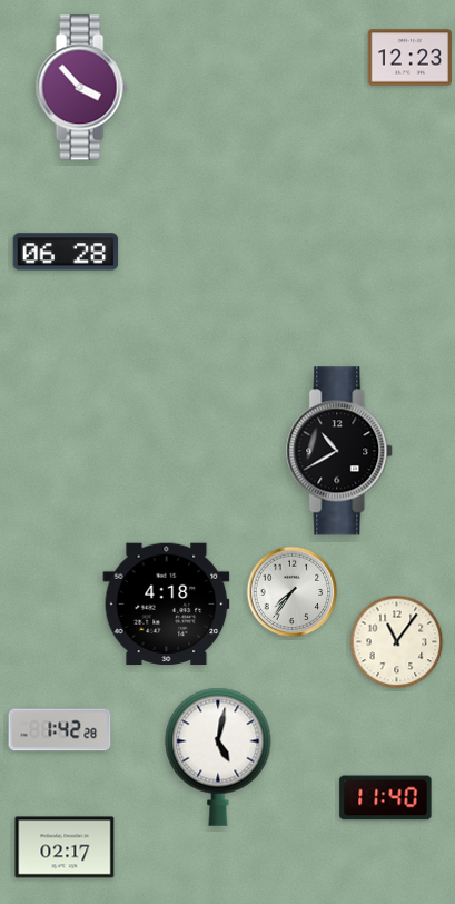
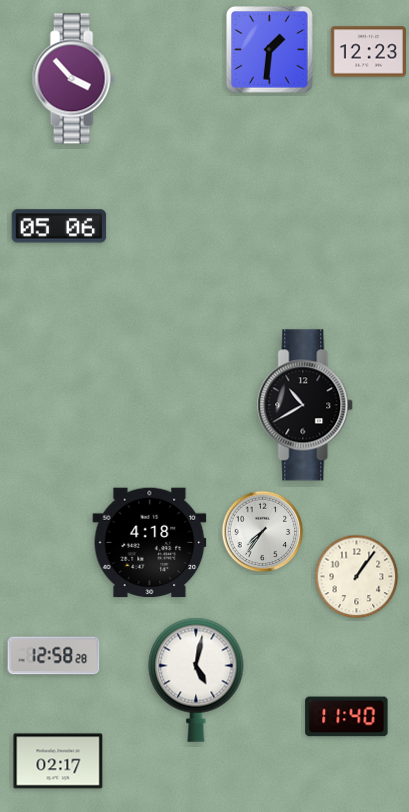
clock at (270, 50): none -> 1:31
clock at (66, 252): 06:28 -> 05:06
clock at (397, 642): 11:06 -> 1:06
clock at (60, 730): 1:42 -> 12:58
